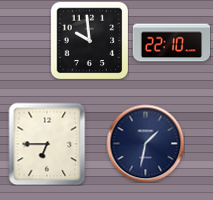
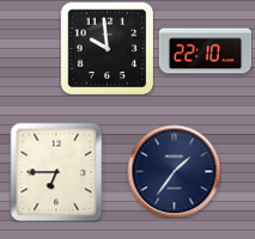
clock at (145, 143): 1:32 -> 1:36
